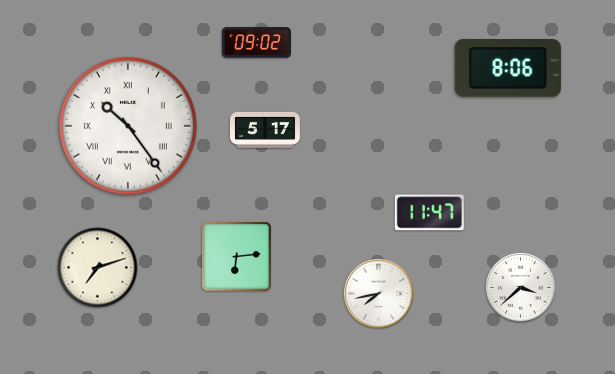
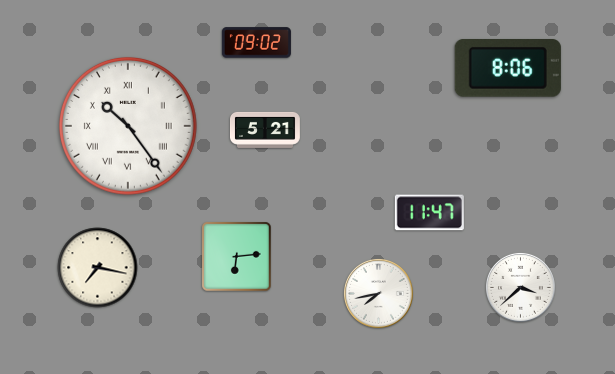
clock at (265, 130): 5:17 -> 5:21
clock at (98, 268): 7:12 -> 7:17
